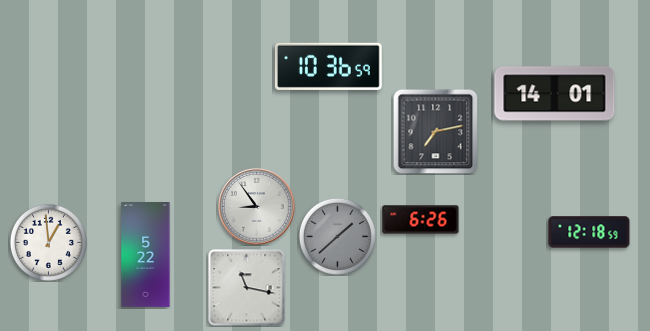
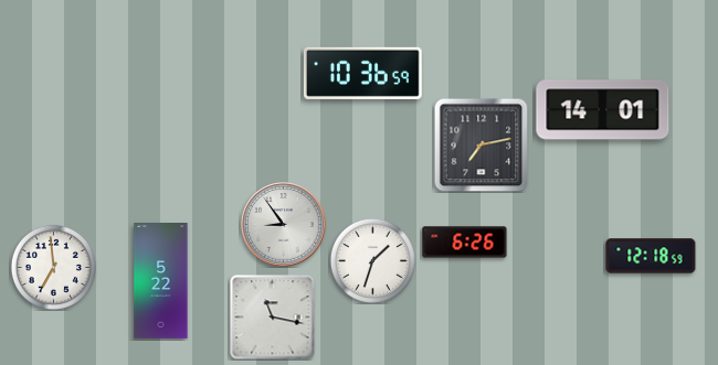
clock at (555, 94) position: (555, 94) -> (603, 110)
clock at (257, 207) position: (257, 207) -> (284, 225)
clock at (337, 236): 1:38 -> 1:33
clock at (337, 236) dial: grey -> white
clock at (48, 242): 12:59 -> 6:59
